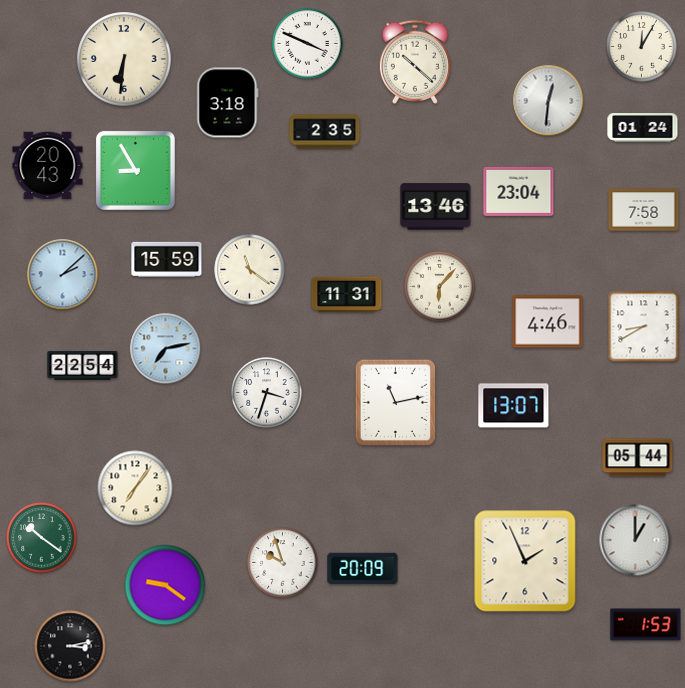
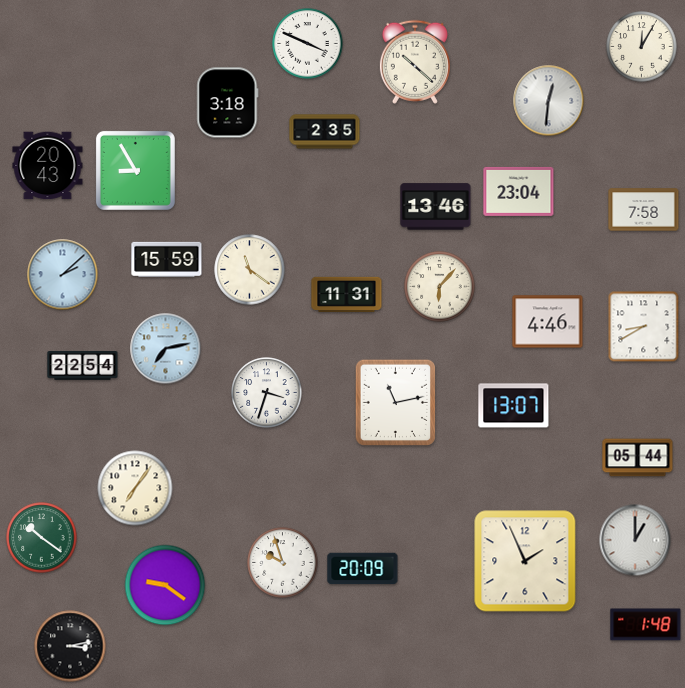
clock at (124, 59): 6:31 -> none
clock at (643, 128): 01:24 -> none
clock at (646, 625): 1:53 -> 1:48
